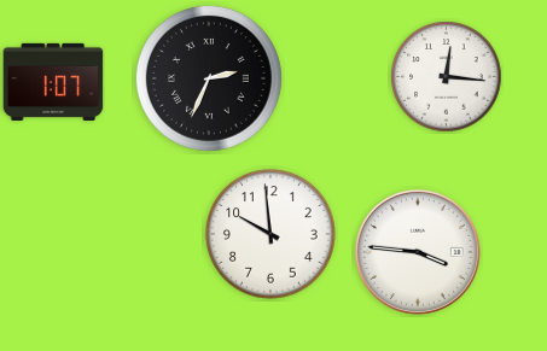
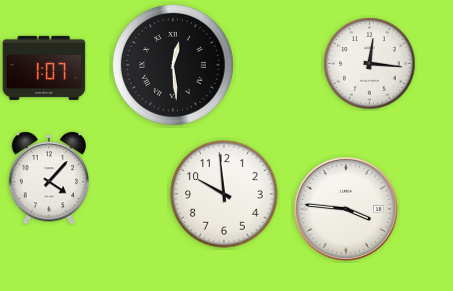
clock at (209, 78): 2:34 -> 12:29
clock at (48, 178): none -> 4:07
